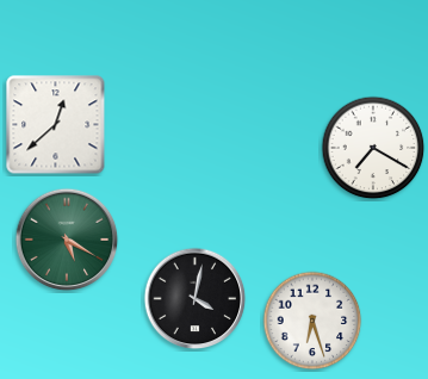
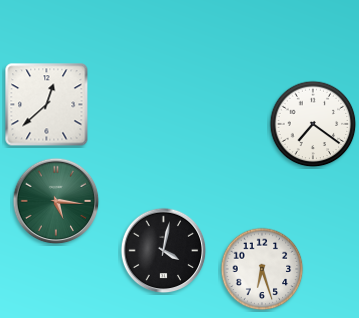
clock at (373, 148): 7:20 -> 7:21
clock at (67, 240): 5:20 -> 5:16
